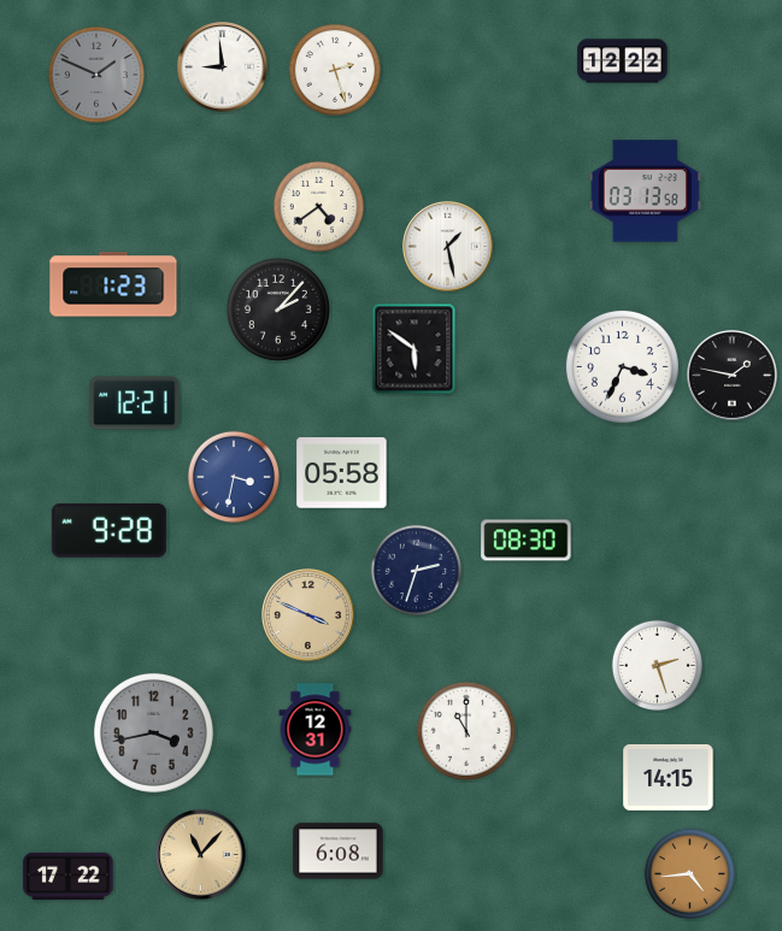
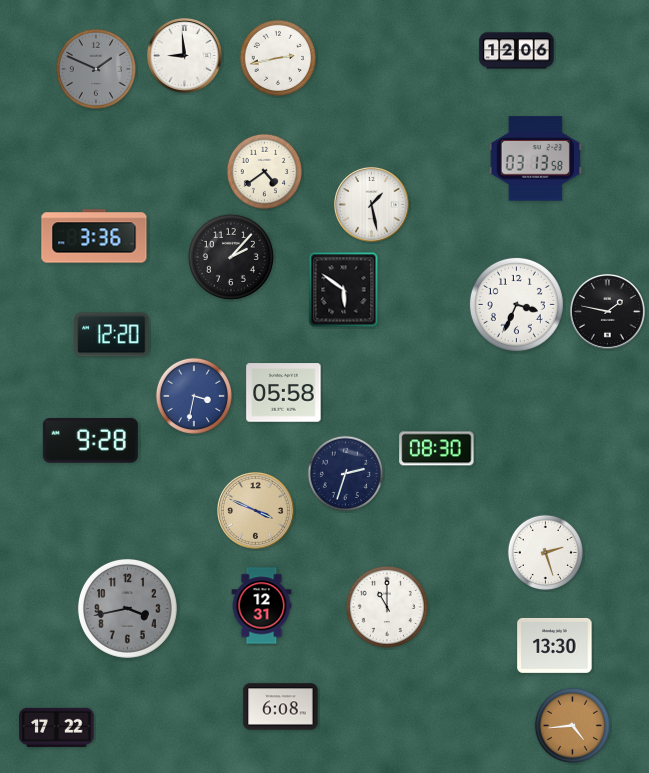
clock at (623, 61): 12:22 -> 12:06
clock at (334, 69): 2:27 -> 2:43
clock at (96, 75) position: (96, 75) -> (96, 69)
clock at (113, 284): 1:23 -> 3:36
clock at (135, 403): 12:21 -> 12:20
clock at (669, 777): 14:15 -> 13:30
clock at (201, 855): 11:07 -> none
